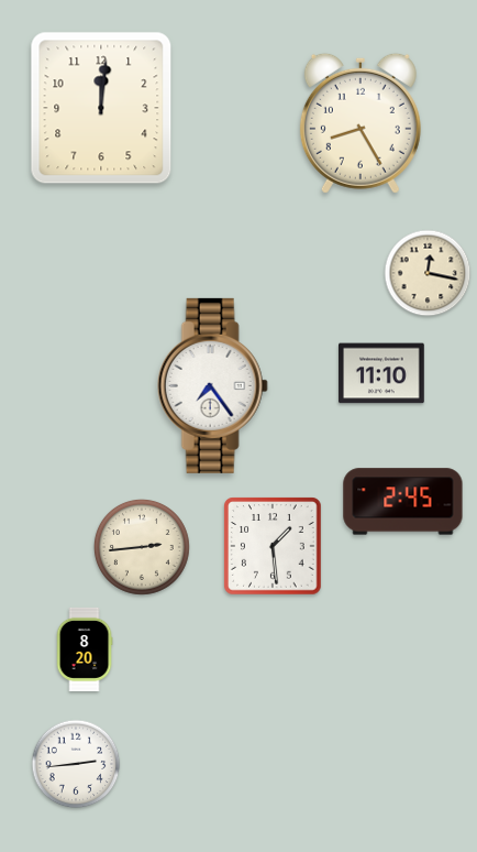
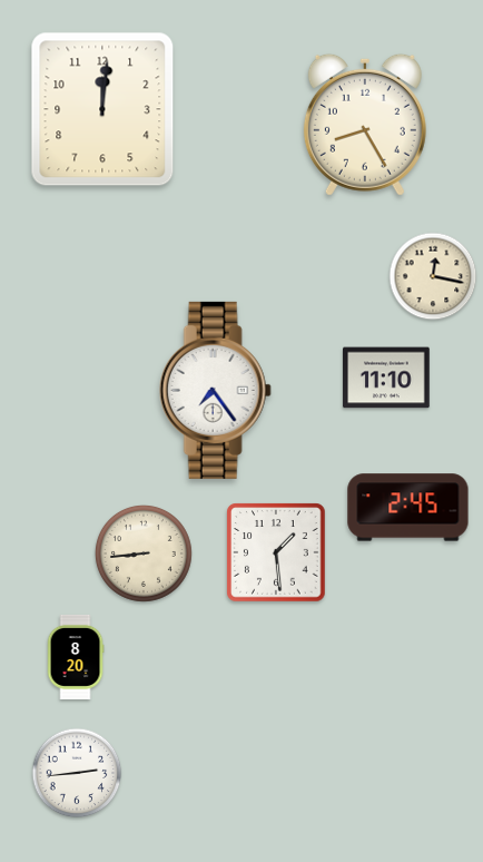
clock at (142, 547): 2:44 -> 8:44
clock at (85, 649) position: (85, 649) -> (76, 657)
